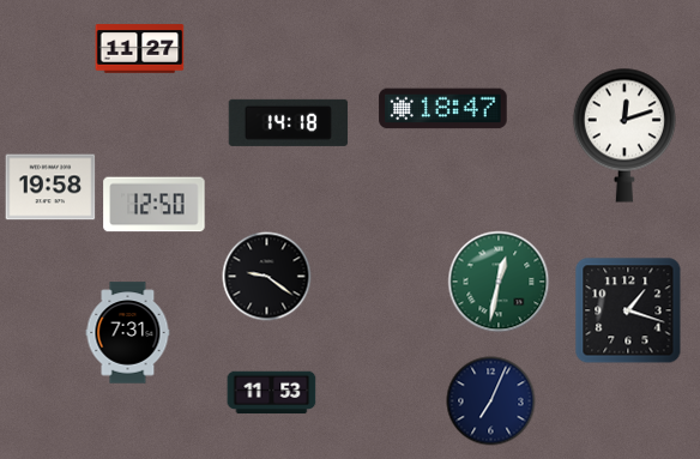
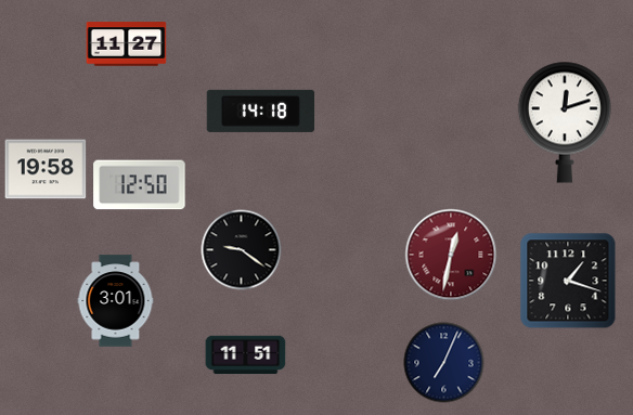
clock at (443, 109): 18:47 -> none
clock at (499, 282) dial: green -> burgundy
clock at (128, 333): 7:31 -> 3:01
clock at (272, 393): 11:53 -> 11:51
